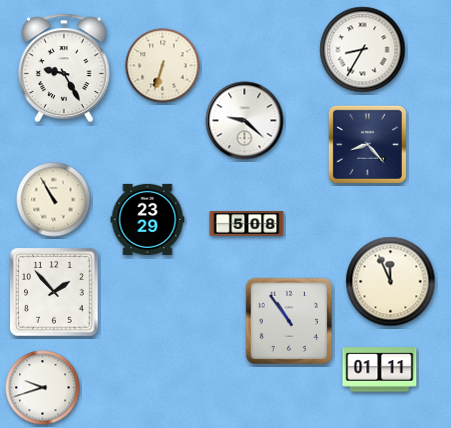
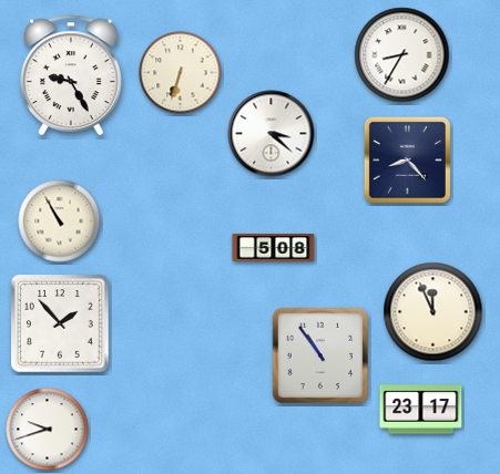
clock at (245, 121): 9:22 -> 3:22
clock at (148, 219): 23:29 -> none
clock at (380, 370): 01:11 -> 23:17
